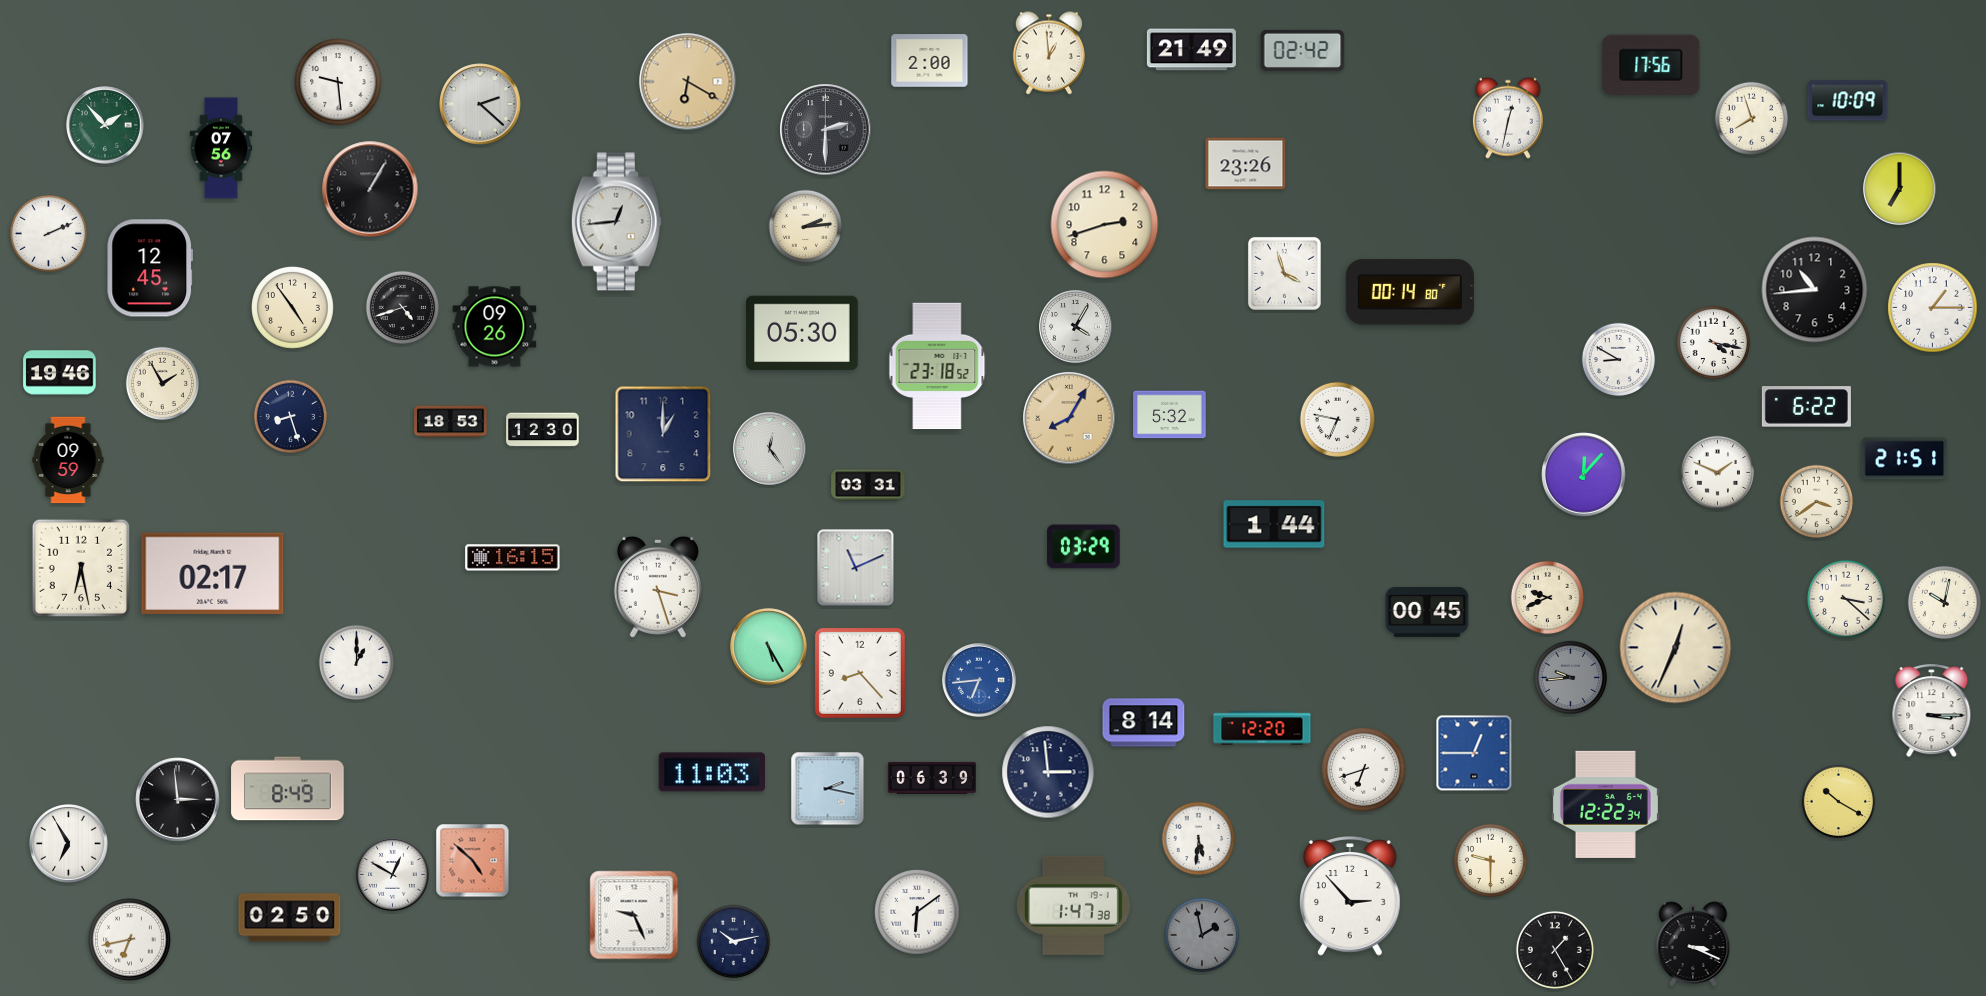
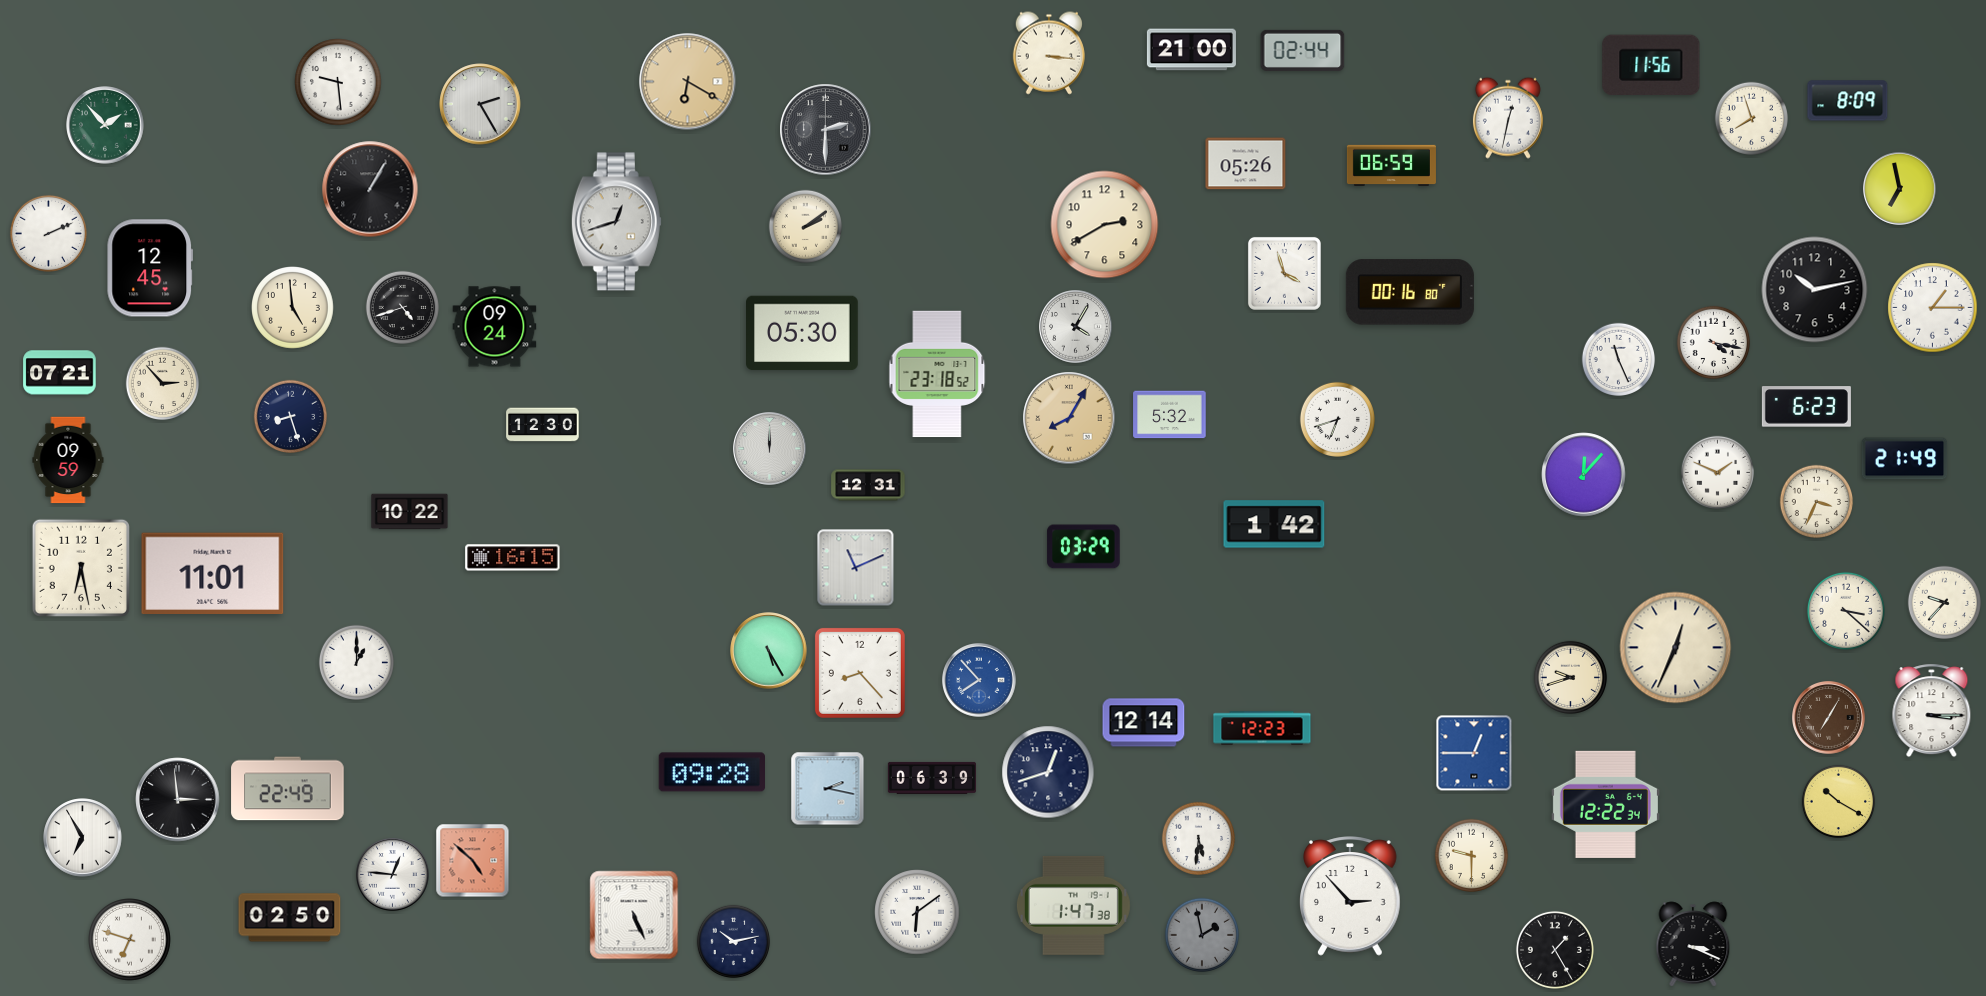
clock at (1191, 50): 21:49 -> 21:00
clock at (1303, 50): 02:42 -> 02:44
clock at (1049, 53): 12:59 -> 3:16
clock at (930, 61): 2:00 -> none
clock at (1651, 65): 17:56 -> 11:56
clock at (1848, 101): 10:09 -> 8:09
clock at (480, 104): 2:22 -> 2:25
clock at (221, 148): 07:56 -> none
clock at (1246, 164): 23:26 -> 05:26
clock at (1391, 166): none -> 06:59
clock at (1900, 189): 7:00 -> 6:58
clock at (616, 222): 12:44 -> 12:42
clock at (1105, 225): 2:42 -> 2:40
clock at (806, 227): 2:14 -> 2:09
clock at (1815, 290): 10:44 -> 10:13
clock at (1410, 292): 00:14 -> 00:16
clock at (293, 308): 4:54 -> 4:59
clock at (495, 327): 09:26 -> 09:24
clock at (1619, 360): 8:50 -> 11:26
clock at (937, 366) position: (937, 366) -> (937, 374)
clock at (60, 373): 19:46 -> 07:21
clock at (163, 384): 1:55 -> 2:53
clock at (1806, 407): 6:22 -> 6:23
clock at (1337, 419): 6:47 -> 6:42
clock at (451, 422): 18:53 -> none
clock at (543, 430) position: (543, 430) -> (543, 425)
clock at (663, 434): 1:00 -> none
clock at (770, 449): 12:24 -> 12:00
clock at (1905, 459): 21:51 -> 21:49
clock at (868, 485): 03:31 -> 12:31
clock at (1817, 502): 3:39 -> 3:34
clock at (410, 512): none -> 10:22
clock at (1274, 524): 1:44 -> 1:42
clock at (213, 574): 02:17 -> 11:01
clock at (658, 587): 3:27 -> none
clock at (1548, 598): 9:41 -> none
clock at (1846, 599) position: (1846, 599) -> (1846, 611)
clock at (1945, 603): 10:02 -> 9:37
clock at (1427, 612): 00:45 -> none
clock at (769, 647) position: (769, 647) -> (769, 651)
clock at (1571, 678): 9:44 -> 9:42
clock at (1571, 678) dial: grey -> cream
clock at (980, 681): 6:44 -> 7:53
clock at (1829, 718): none -> 7:05
clock at (1144, 723): 8:14 -> 12:14
clock at (1262, 728): 12:20 -> 12:23
clock at (1364, 770): 6:42 -> none
clock at (711, 772): 11:03 -> 09:28
clock at (1048, 772): 2:59 -> 12:42
clock at (288, 789): 8:49 -> 22:49
clock at (69, 844) position: (69, 844) -> (83, 838)
clock at (1491, 861) position: (1491, 861) -> (1472, 856)
clock at (393, 875): 12:50 -> 12:46
clock at (634, 915): 9:26 -> 5:26
clock at (130, 940): 6:43 -> 6:48
